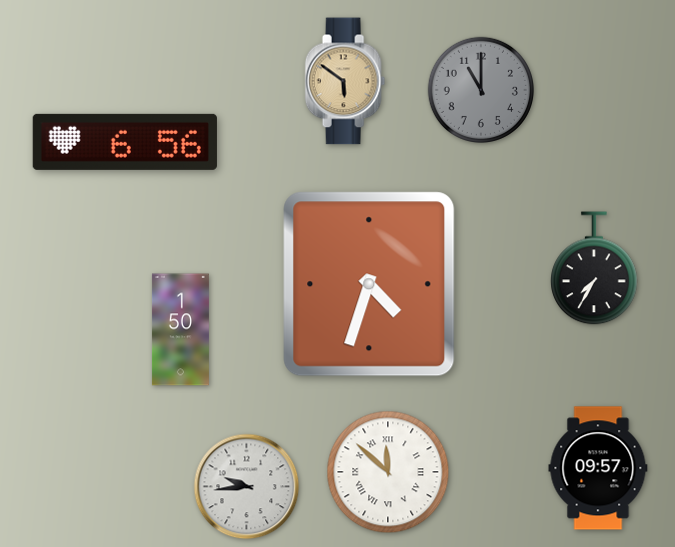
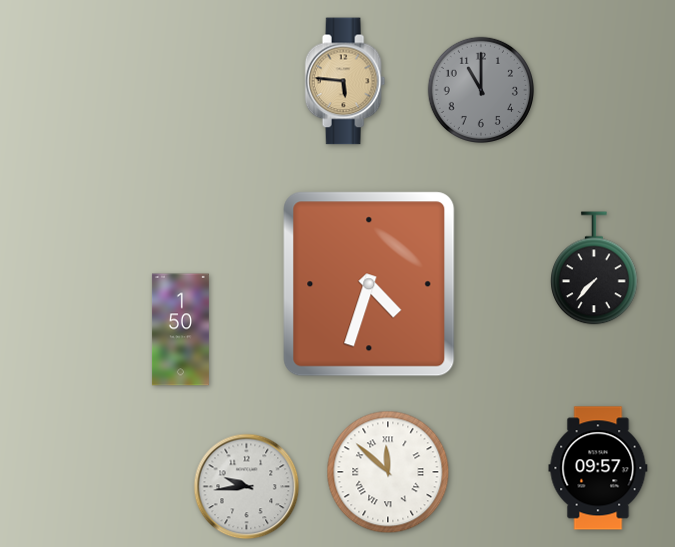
clock at (345, 81): 5:51 -> 5:46
clock at (125, 142): 6:56 -> none
clock at (594, 268): 7:35 -> 7:37
